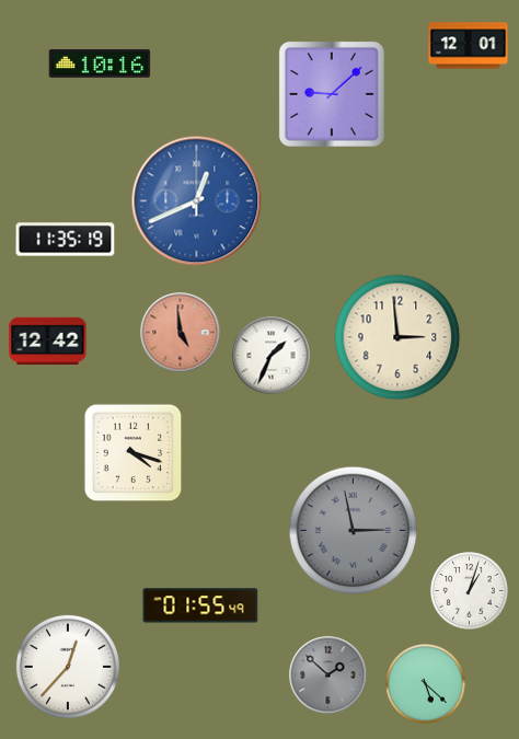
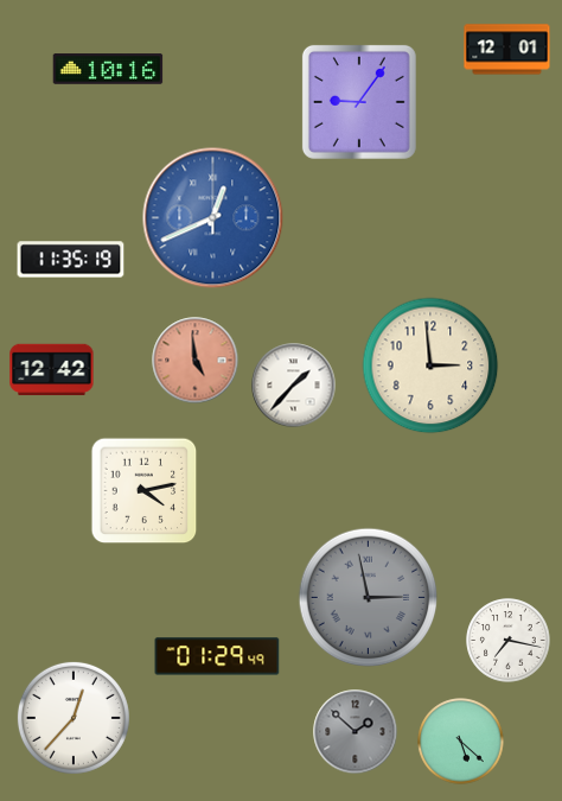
clock at (332, 94): 9:08 -> 9:06
clock at (272, 356): 1:34 -> 1:37
clock at (134, 453): 4:18 -> 4:13
clock at (354, 531) position: (354, 531) -> (369, 598)
clock at (470, 591): 1:03 -> 7:17
clock at (200, 605): 01:55 -> 01:29
clock at (68, 667) position: (68, 667) -> (74, 718)
